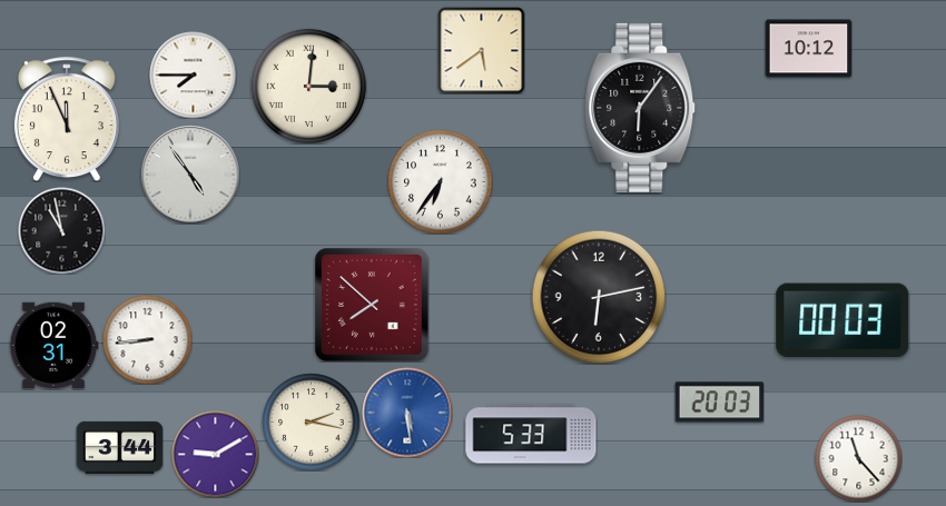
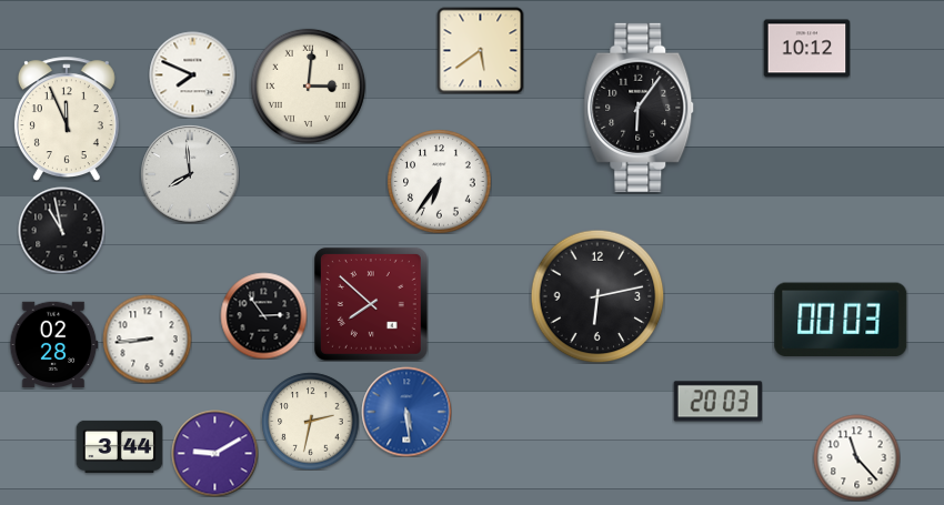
clock at (193, 75): 7:45 -> 7:49
clock at (190, 175): 4:54 -> 7:59
clock at (263, 315): none -> 2:54
clock at (53, 346): 02:31 -> 02:28
clock at (311, 421): 2:17 -> 2:32
clock at (531, 434): 5:33 -> none
